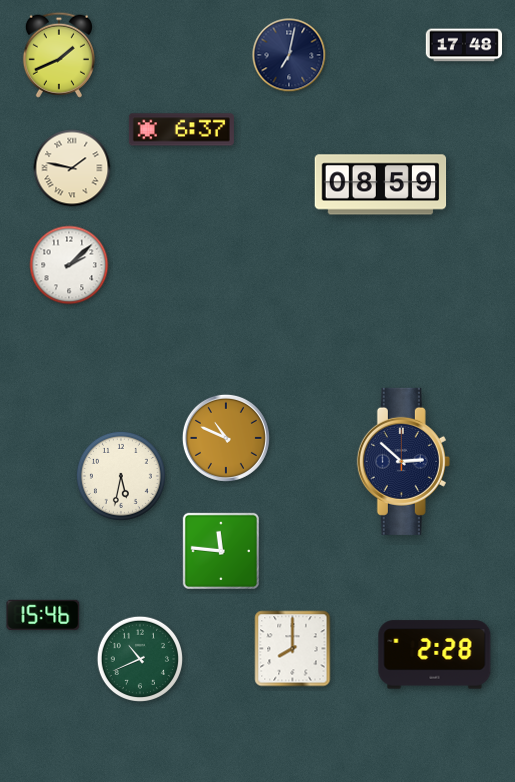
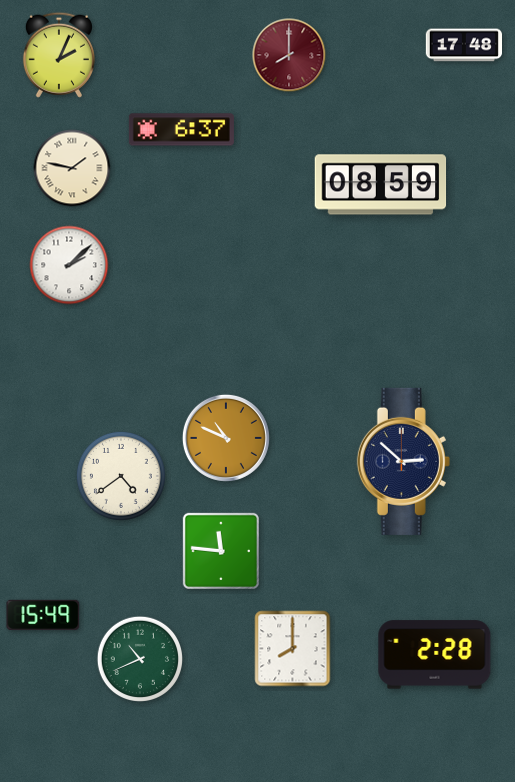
clock at (59, 55): 1:41 -> 2:04
clock at (289, 55): 7:02 -> 8:00
clock at (289, 55) dial: navy -> burgundy
clock at (121, 476): 5:32 -> 4:39
clock at (43, 615): 15:46 -> 15:49
